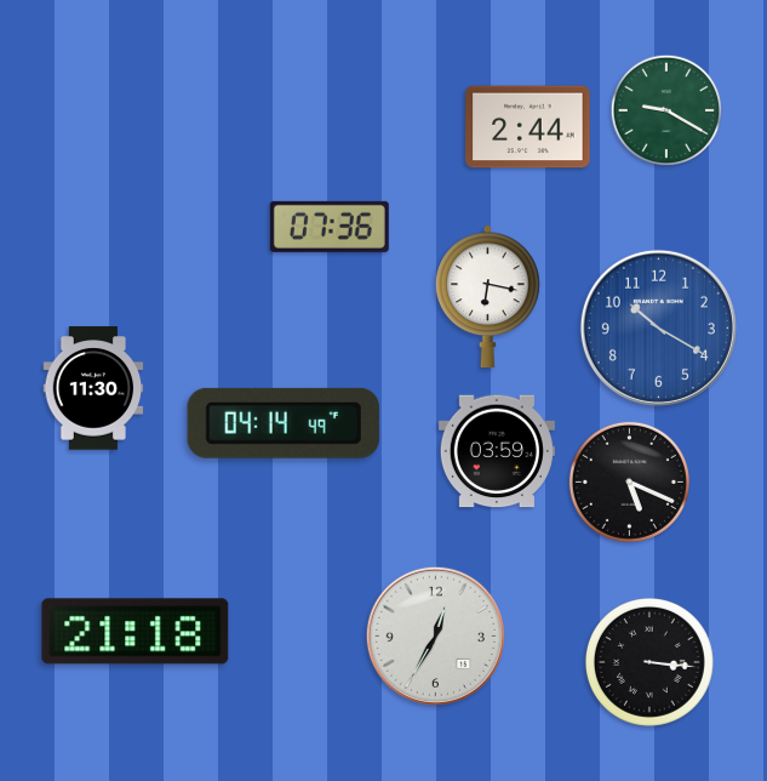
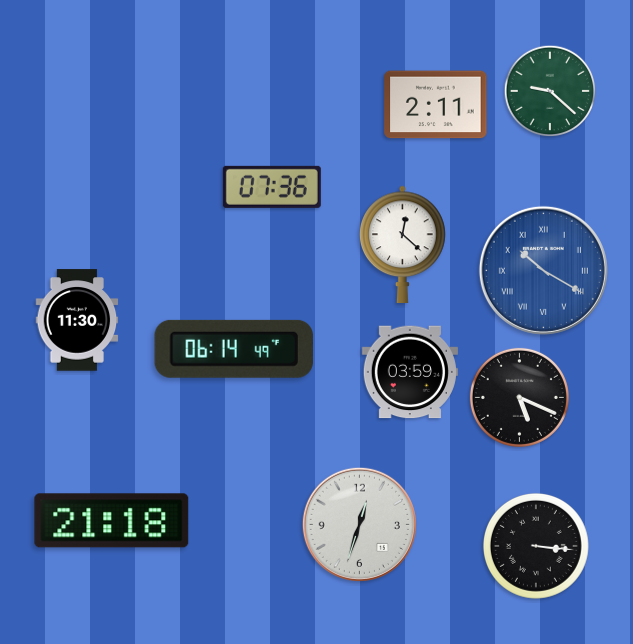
clock at (666, 110): 9:20 -> 9:22
clock at (528, 127): 2:44 -> 2:11
clock at (488, 296): 6:17 -> 12:22
clock at (658, 327) numerals: Arabic -> Roman
clock at (284, 423): 04:14 -> 06:14
clock at (435, 635): 12:35 -> 12:33
